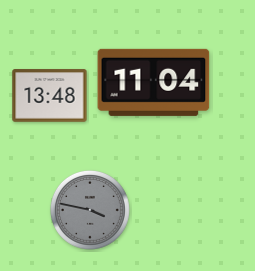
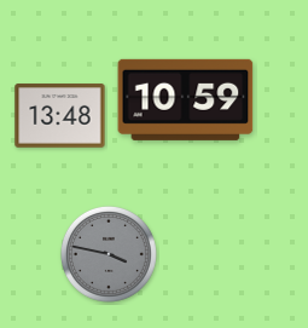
clock at (154, 82): 11:04 -> 10:59
